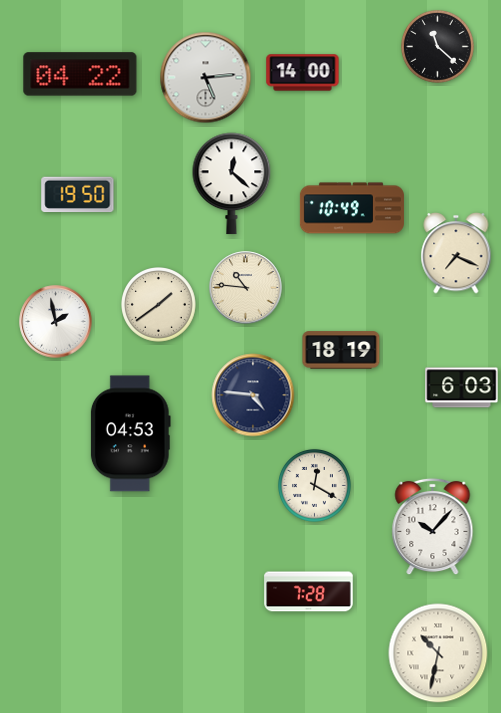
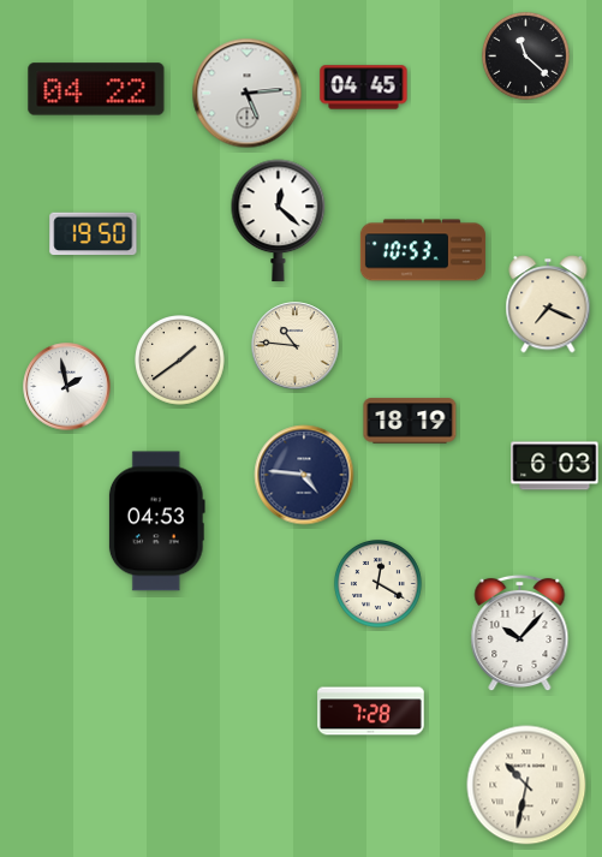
clock at (303, 73): 14:00 -> 04:45
clock at (352, 208): 10:49 -> 10:53
clock at (159, 305) position: (159, 305) -> (180, 361)
